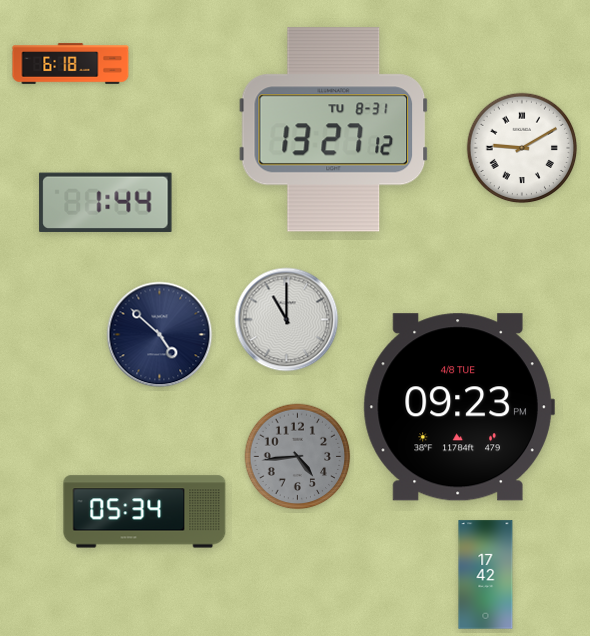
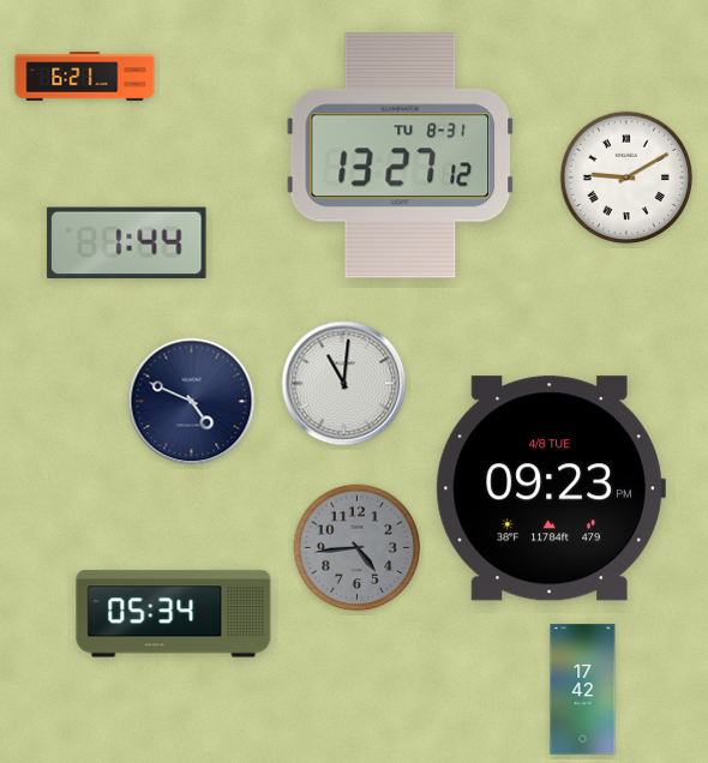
clock at (71, 64): 6:18 -> 6:21
clock at (287, 320): 11:00 -> 11:01
clock at (160, 335): 4:52 -> 4:49
